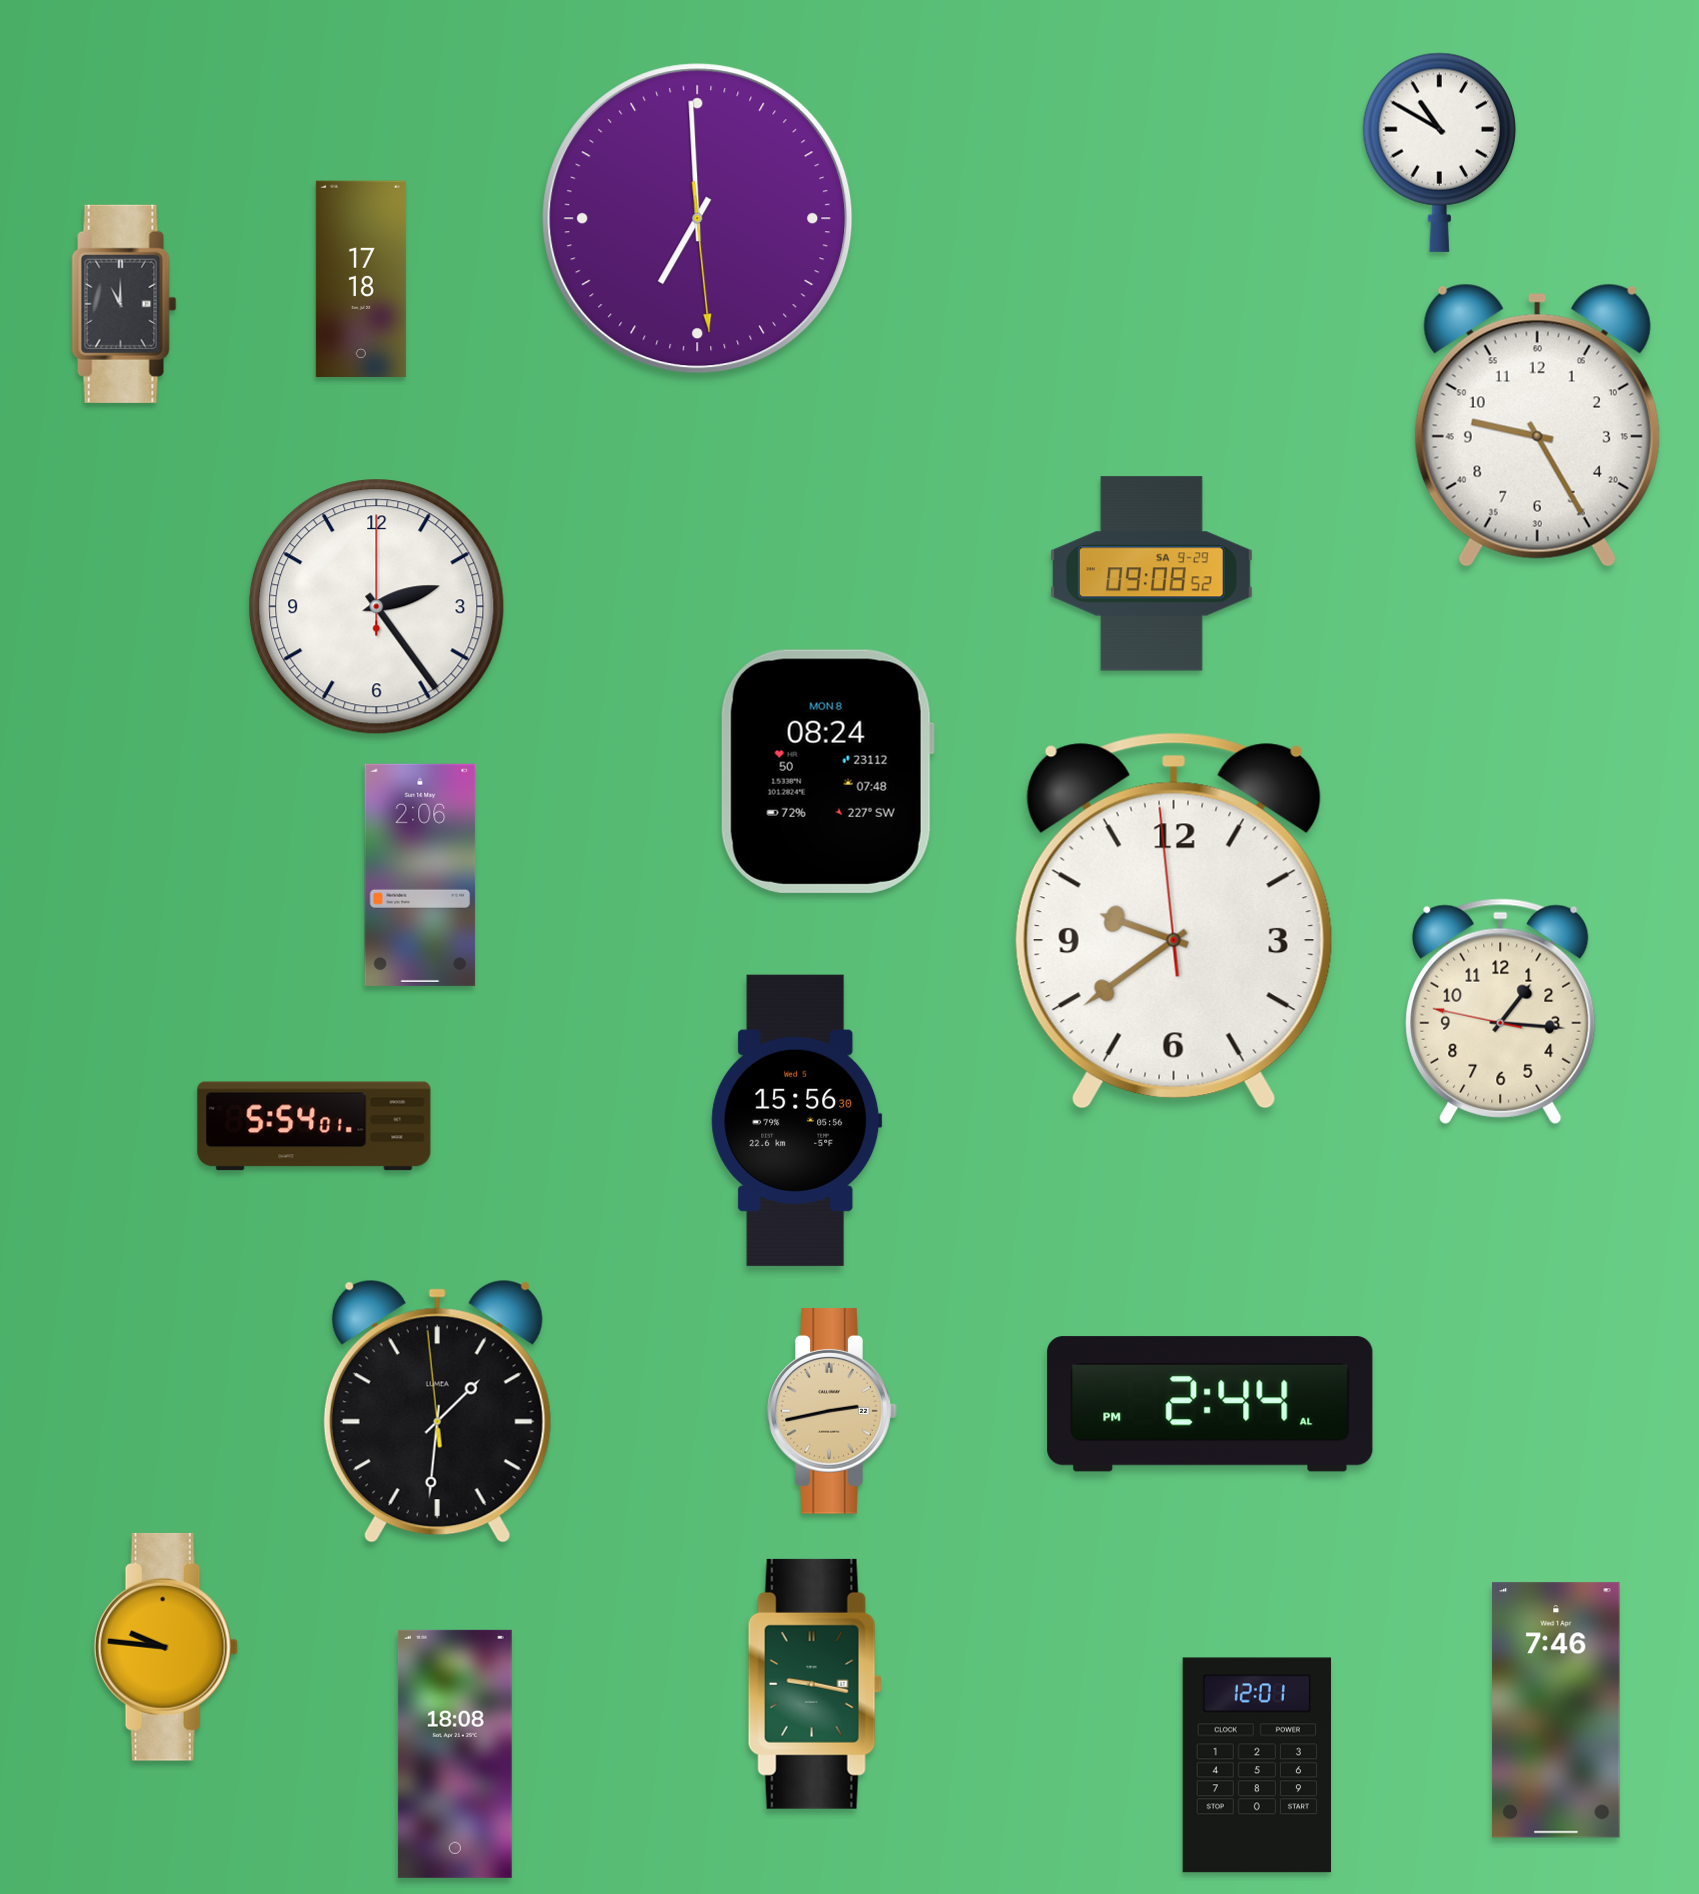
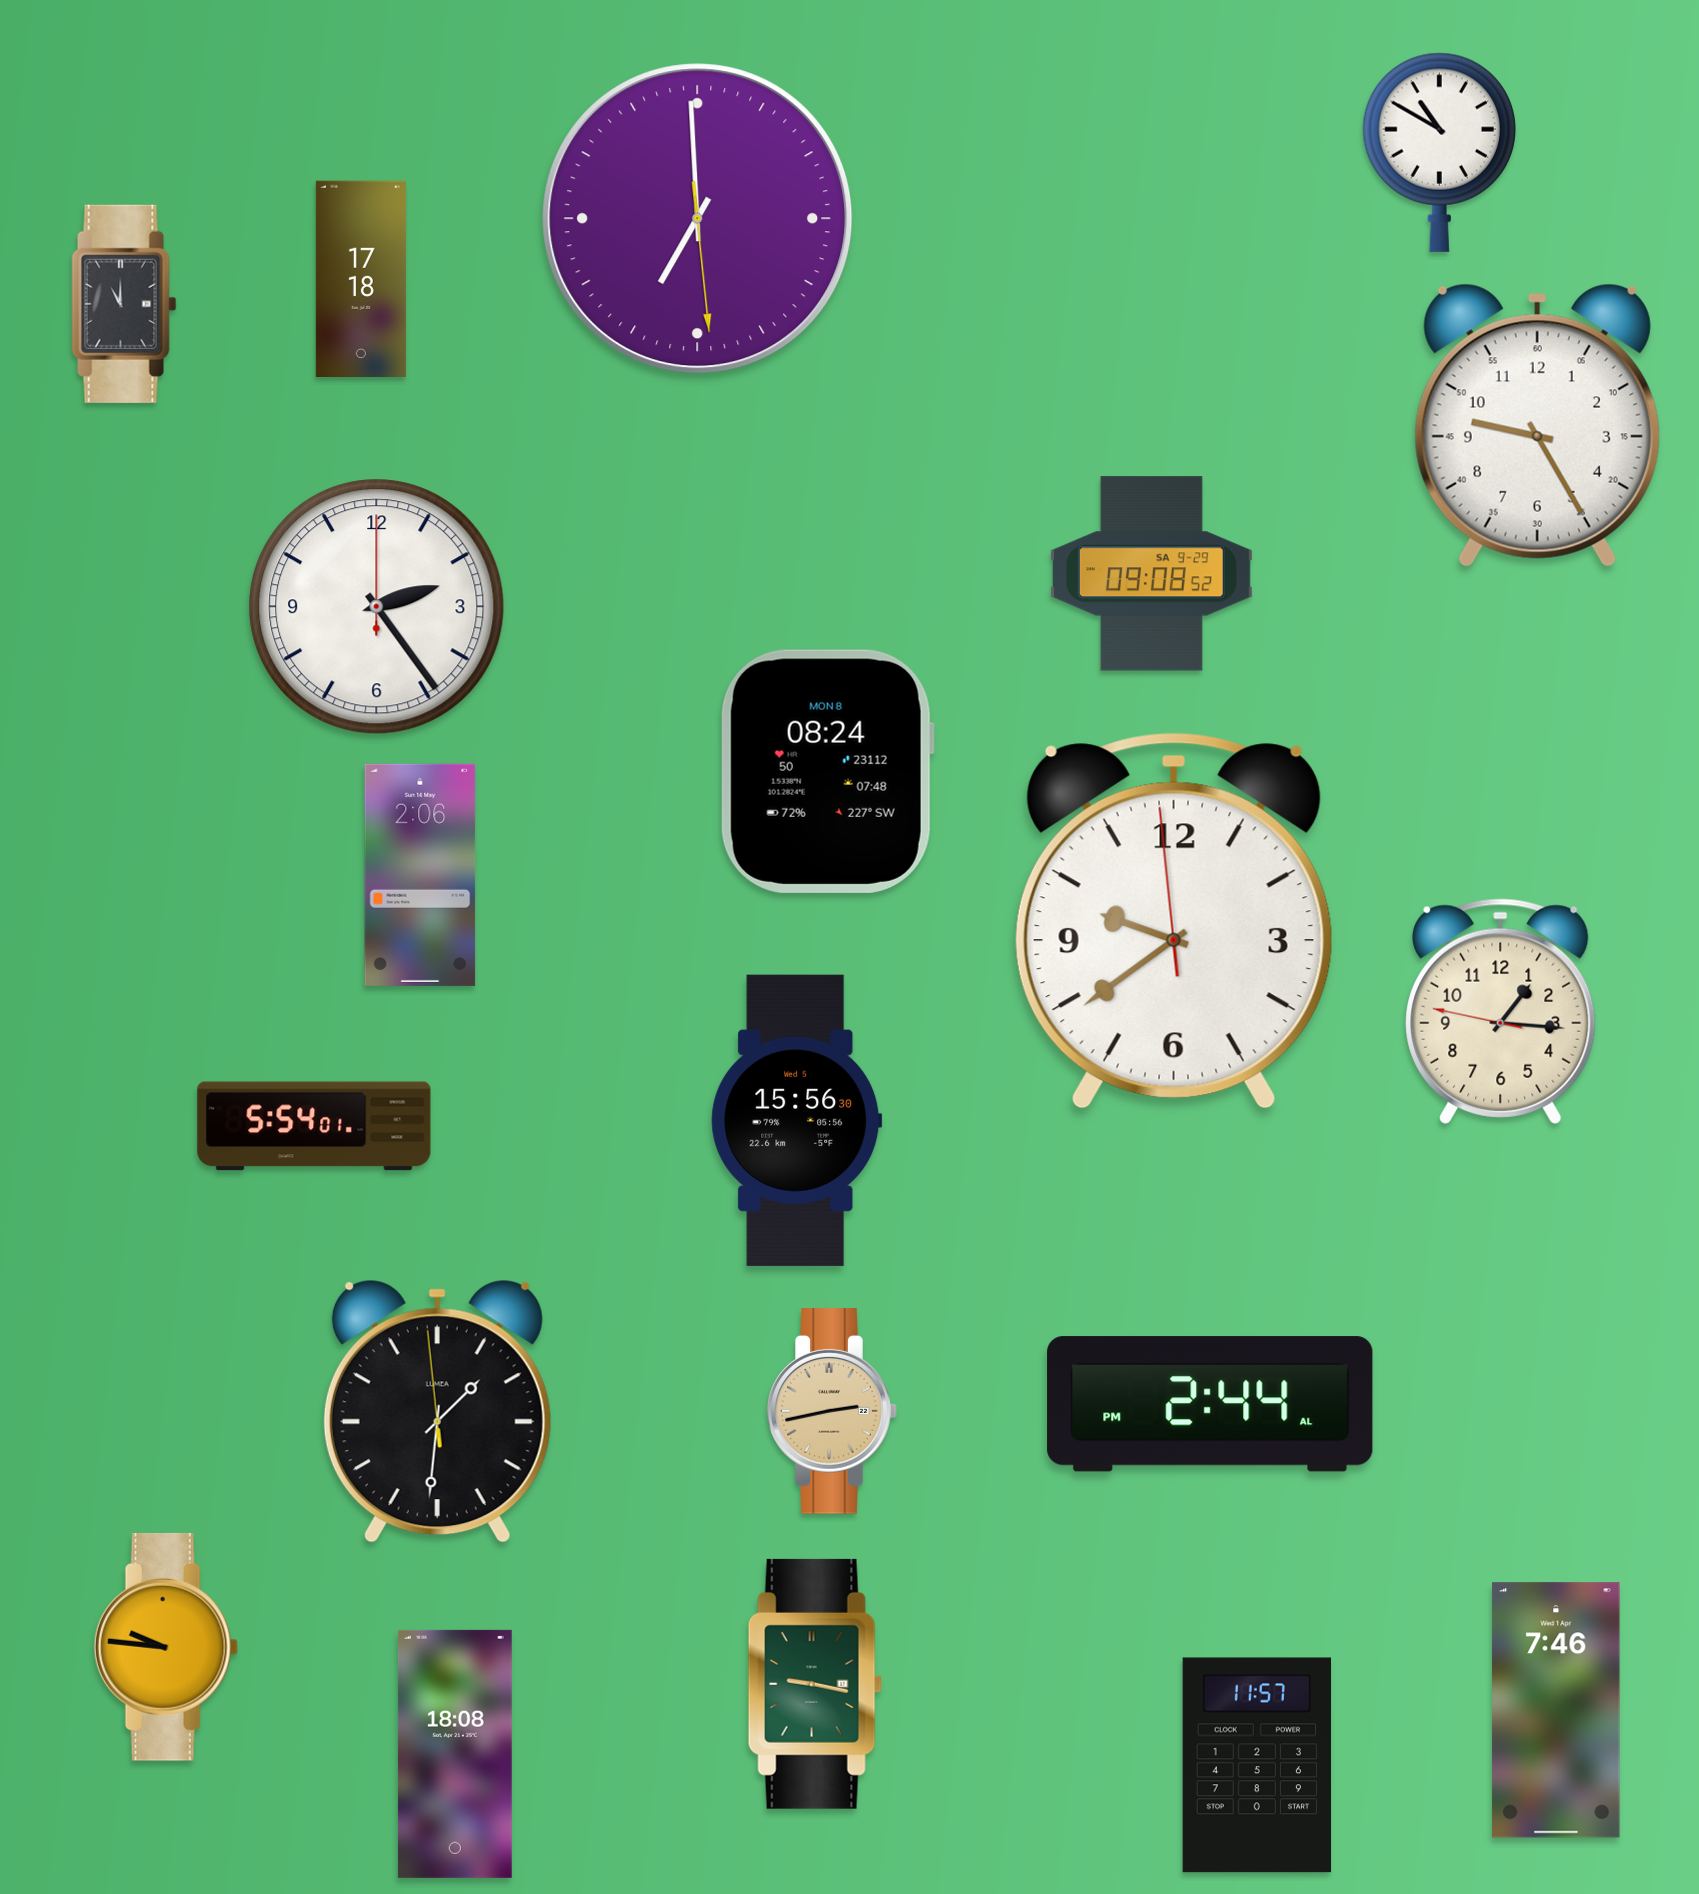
clock at (1257, 1765): 12:01 -> 11:57
